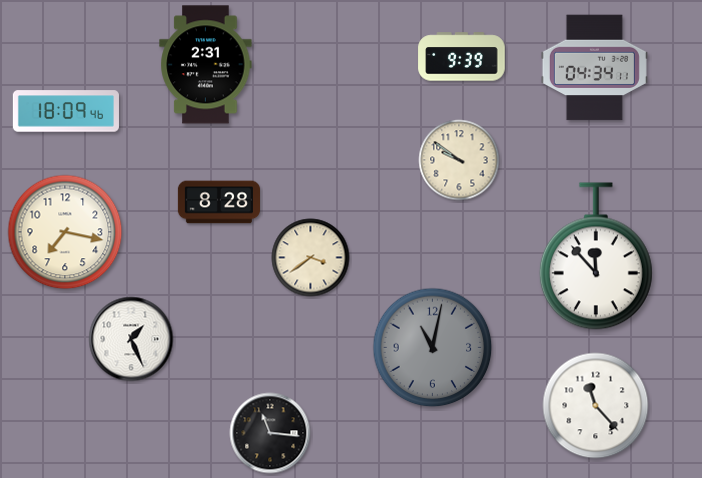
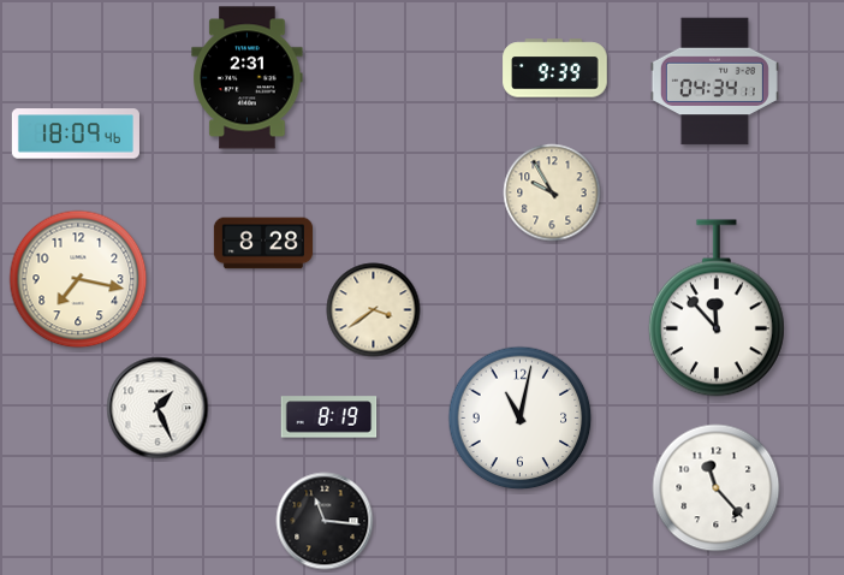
clock at (66, 111) position: (66, 111) -> (76, 134)
clock at (459, 160): 9:51 -> 9:55
clock at (329, 417): none -> 8:19
clock at (433, 348) dial: grey -> white
